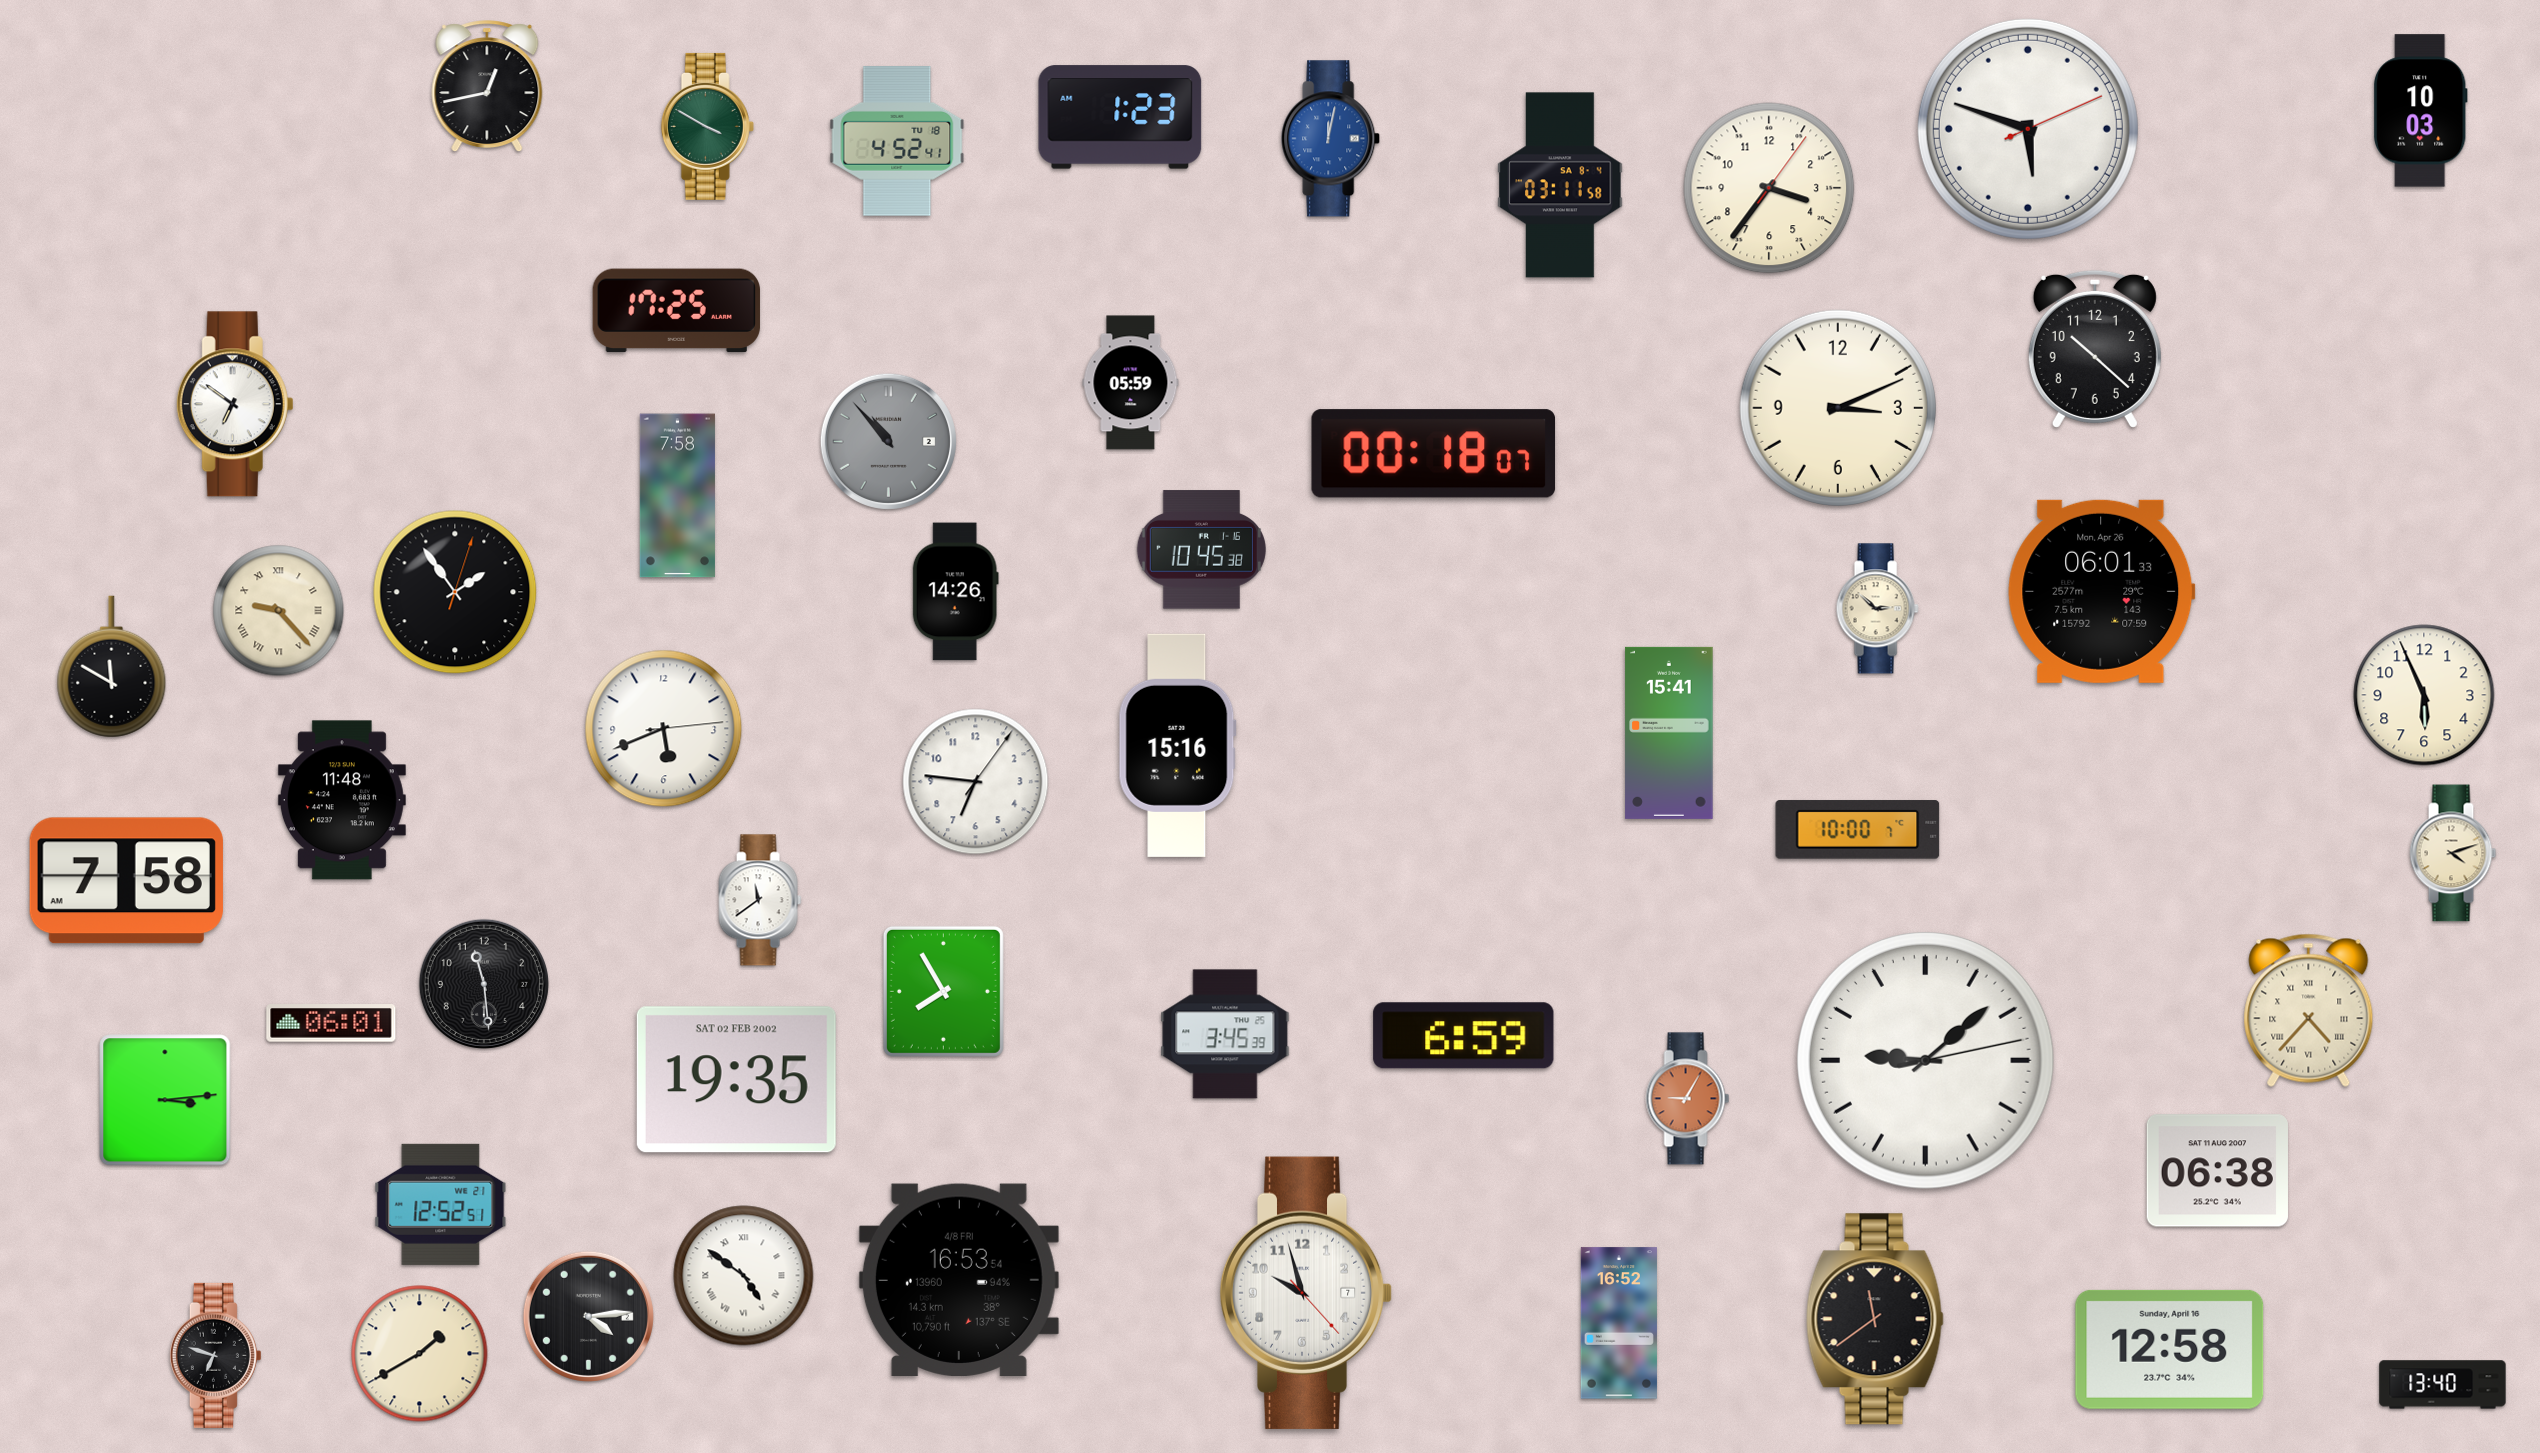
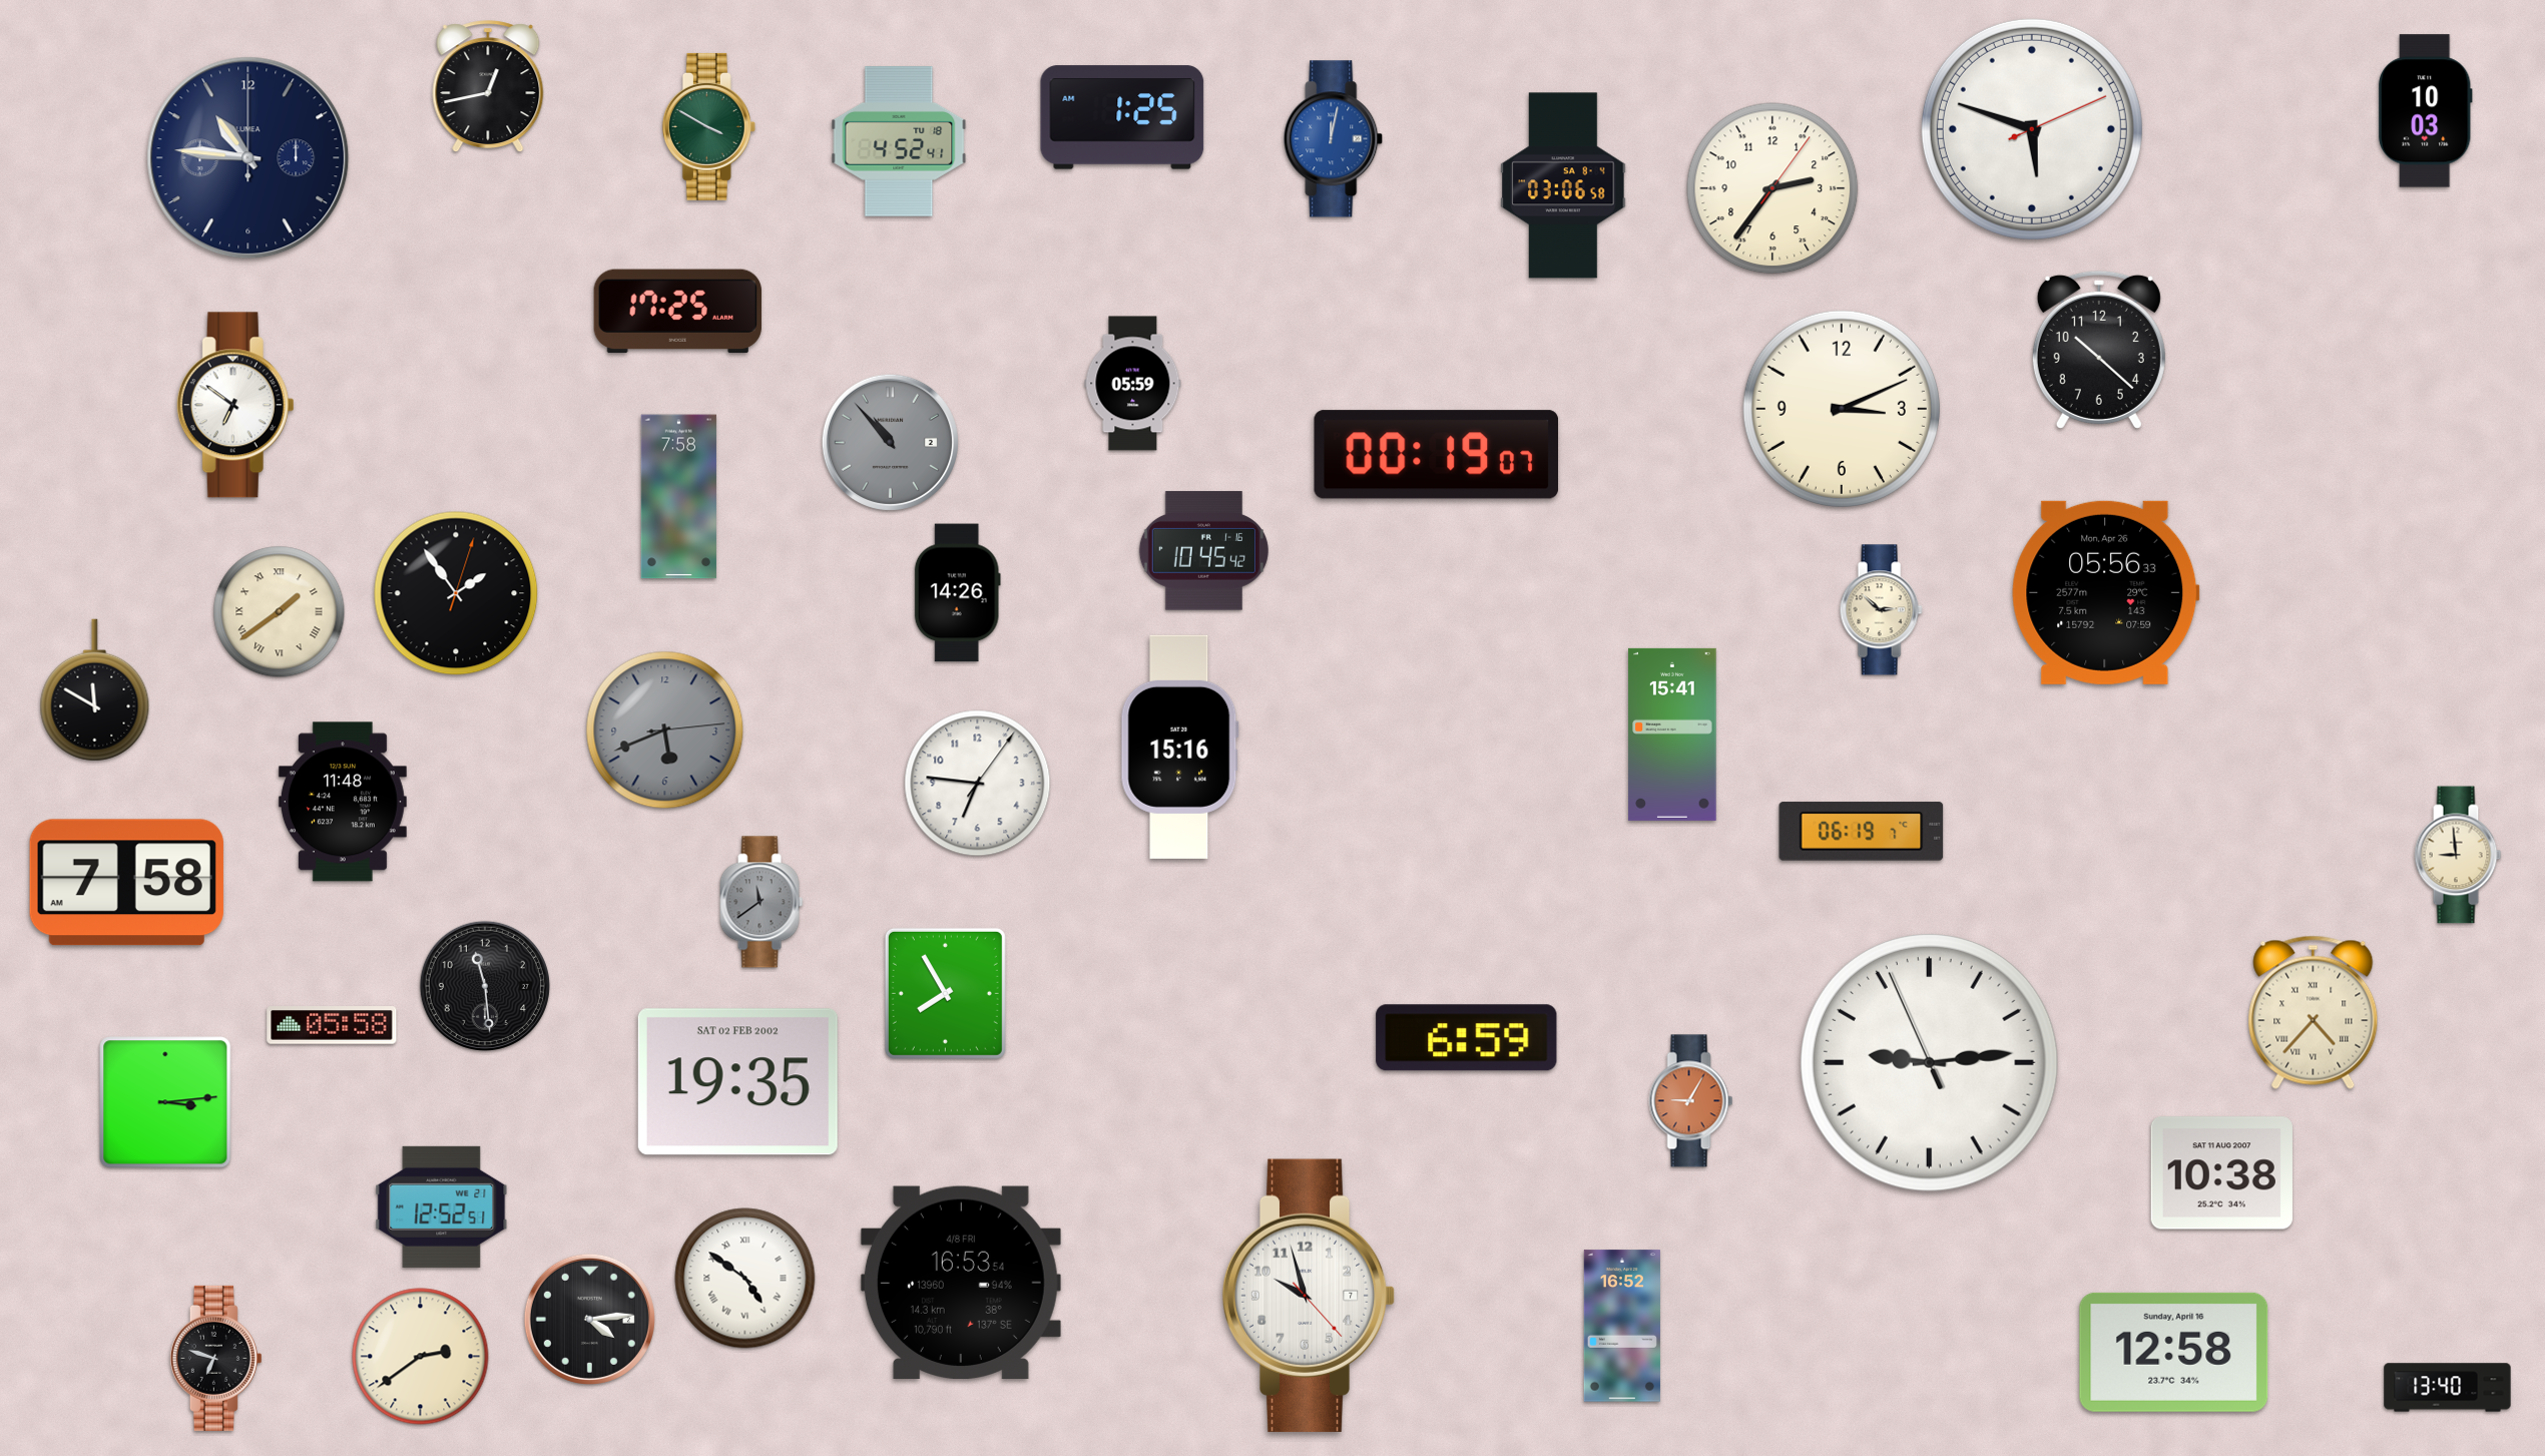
clock at (1120, 117): 1:23 -> 1:25
clock at (248, 158): none -> 10:46
clock at (1560, 185): 03:11 -> 03:06
clock at (1769, 188): 3:36 -> 2:36
clock at (1433, 454): 00:18 -> 00:19
clock at (1201, 550): 10:45:38 -> 10:45:42
clock at (2102, 591): 06:01 -> 05:56
clock at (279, 611): 9:23 -> 1:39
clock at (112, 667) position: (112, 667) -> (95, 690)
clock at (2424, 695): 5:56 -> none
clock at (664, 729) dial: white -> grey
clock at (1858, 830): 10:00 -> 06:19
clock at (2453, 853): 4:12 -> 8:59
clock at (760, 900) dial: white -> grey
clock at (331, 1023): 06:01 -> 05:58
clock at (1225, 1034): 3:45 -> none
clock at (1925, 1060): 9:08 -> 9:13
clock at (2217, 1171): 06:38 -> 10:38
clock at (1875, 1319): 11:39 -> none
clock at (420, 1354): 1:40 -> 2:39
